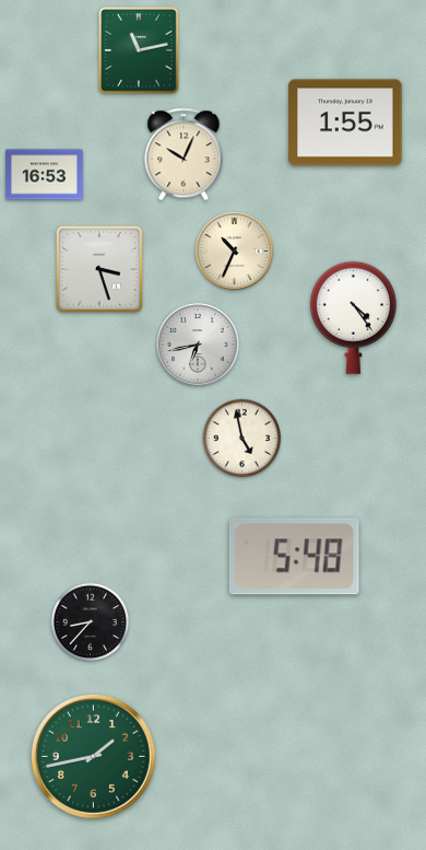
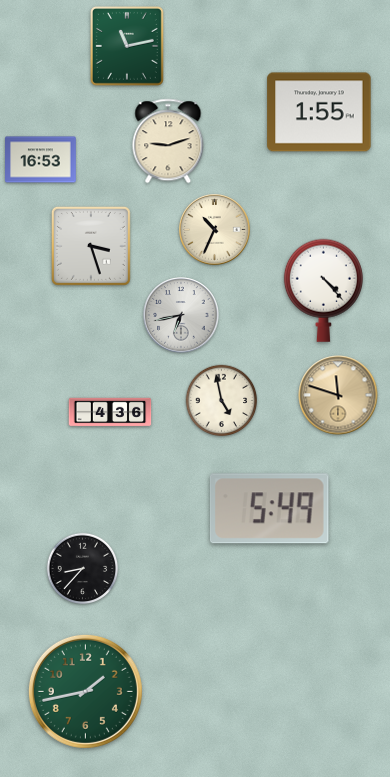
clock at (345, 123) position: (345, 123) -> (319, 112)
clock at (184, 154): 10:04 -> 9:12
clock at (353, 317): 4:24 -> 4:23
clock at (338, 395): none -> 11:48
clock at (110, 412): none -> 4:36
clock at (294, 557): 5:48 -> 5:49
